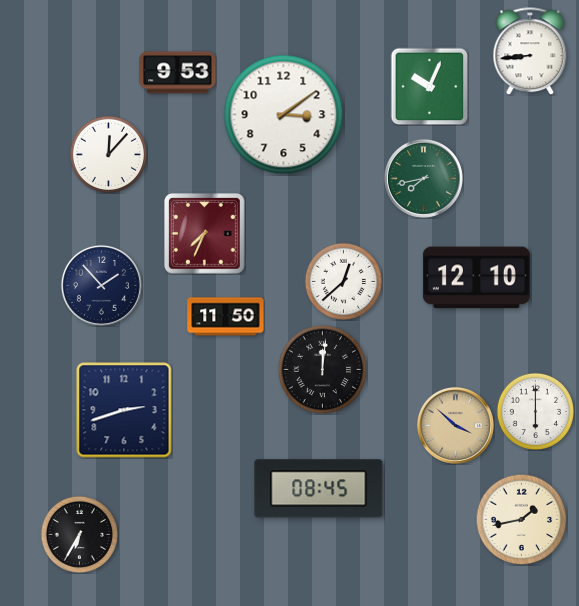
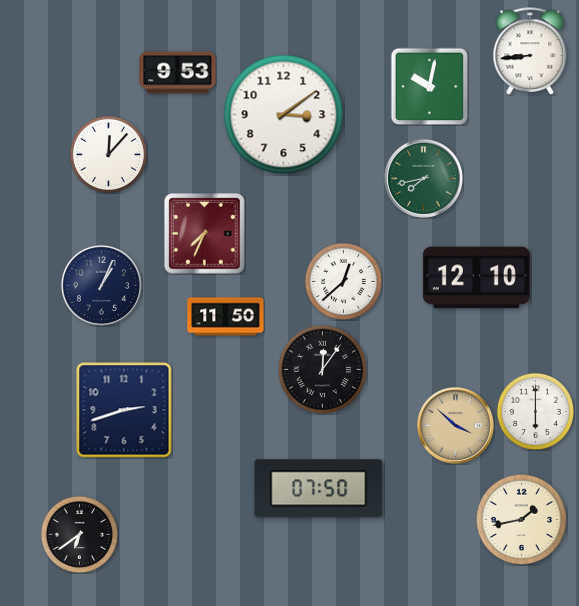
clock at (429, 86): 10:04 -> 10:02
clock at (101, 285): 1:53 -> 1:04
clock at (322, 369): 12:01 -> 12:06
clock at (319, 489): 08:45 -> 07:50
clock at (79, 534): 6:35 -> 6:39
